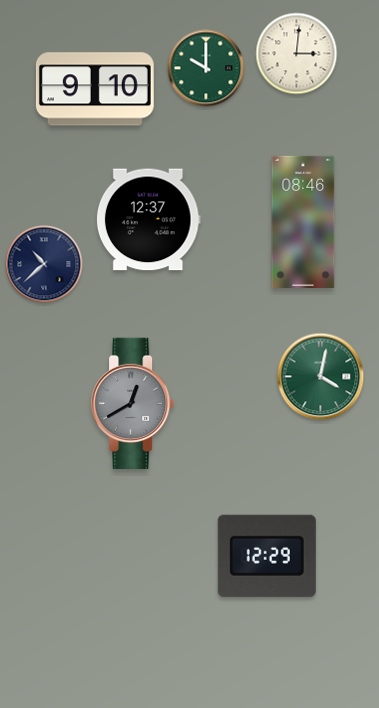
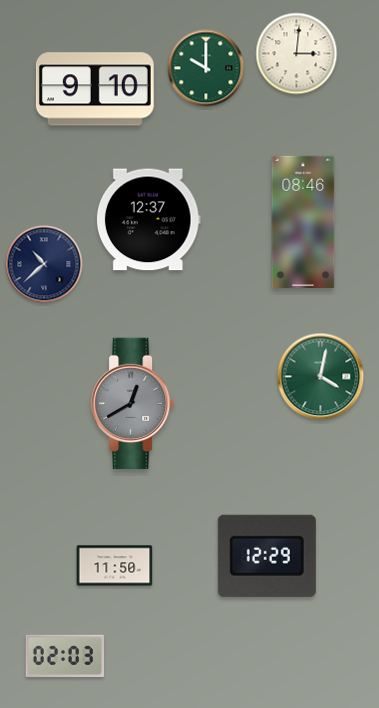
clock at (115, 566): none -> 11:50
clock at (65, 656): none -> 02:03
